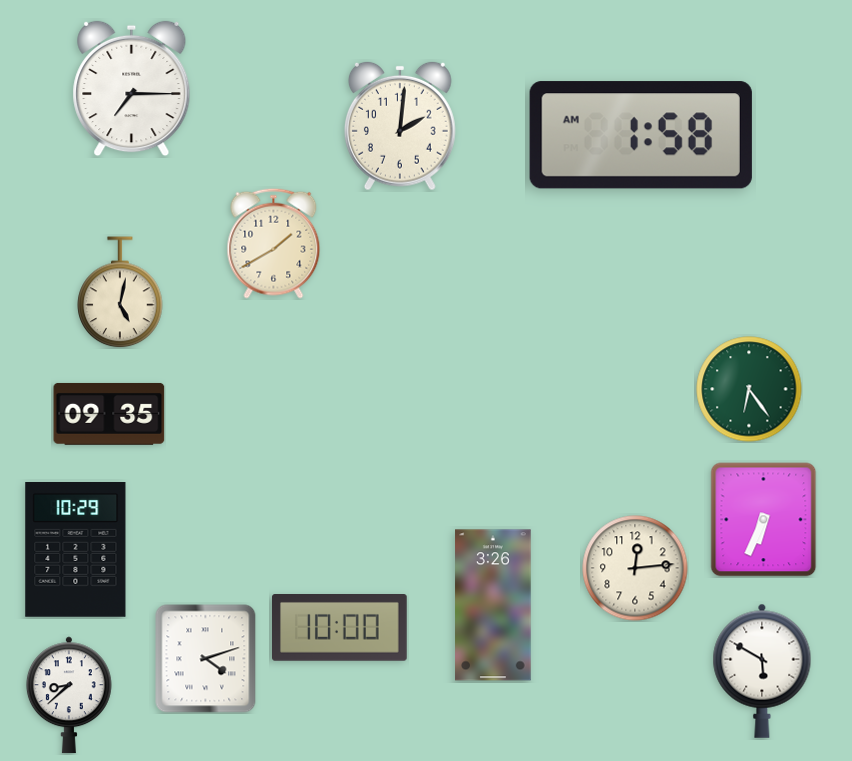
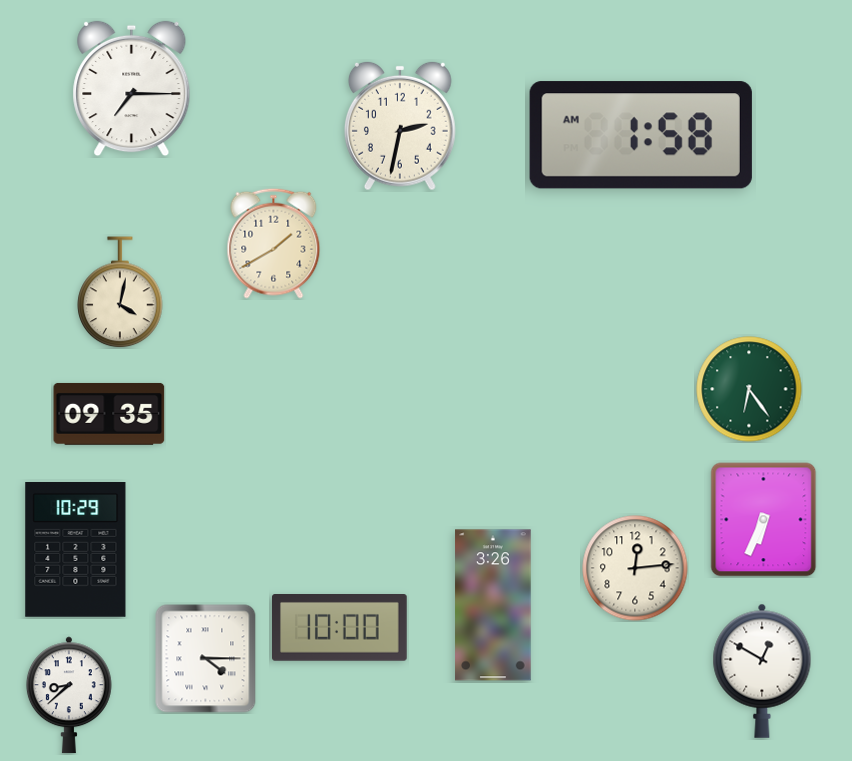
clock at (400, 126): 2:01 -> 2:32
clock at (120, 292): 5:02 -> 4:02
clock at (206, 659): 4:12 -> 4:15
clock at (762, 671): 5:50 -> 12:50
